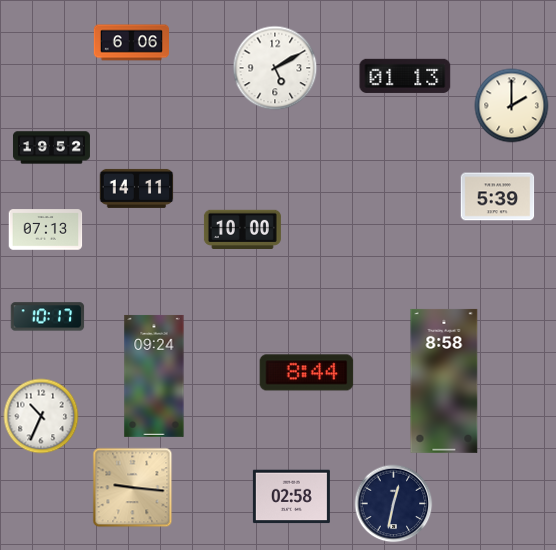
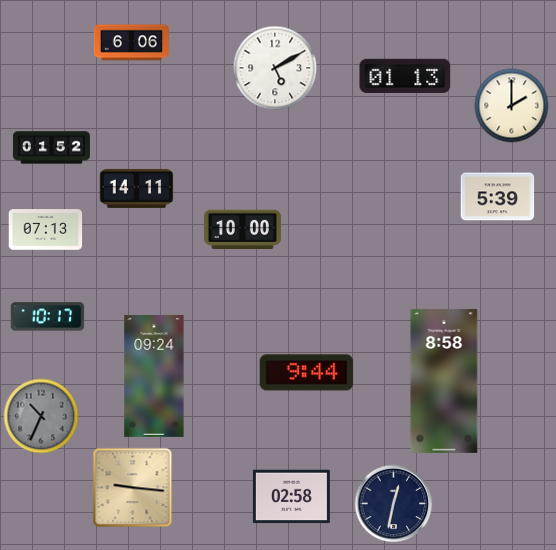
clock at (51, 148): 19:52 -> 01:52
clock at (307, 373): 8:44 -> 9:44
clock at (41, 416) dial: white -> grey
